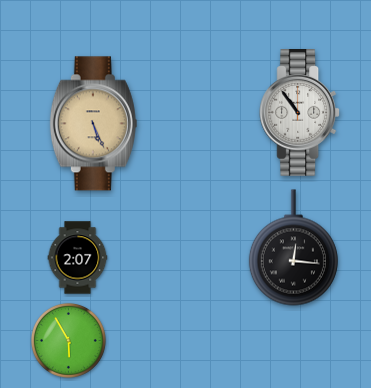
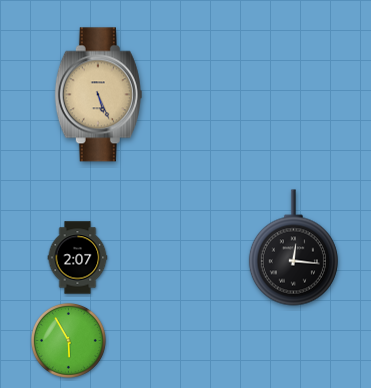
clock at (300, 113): 10:54 -> none
clock at (93, 124) position: (93, 124) -> (98, 95)
